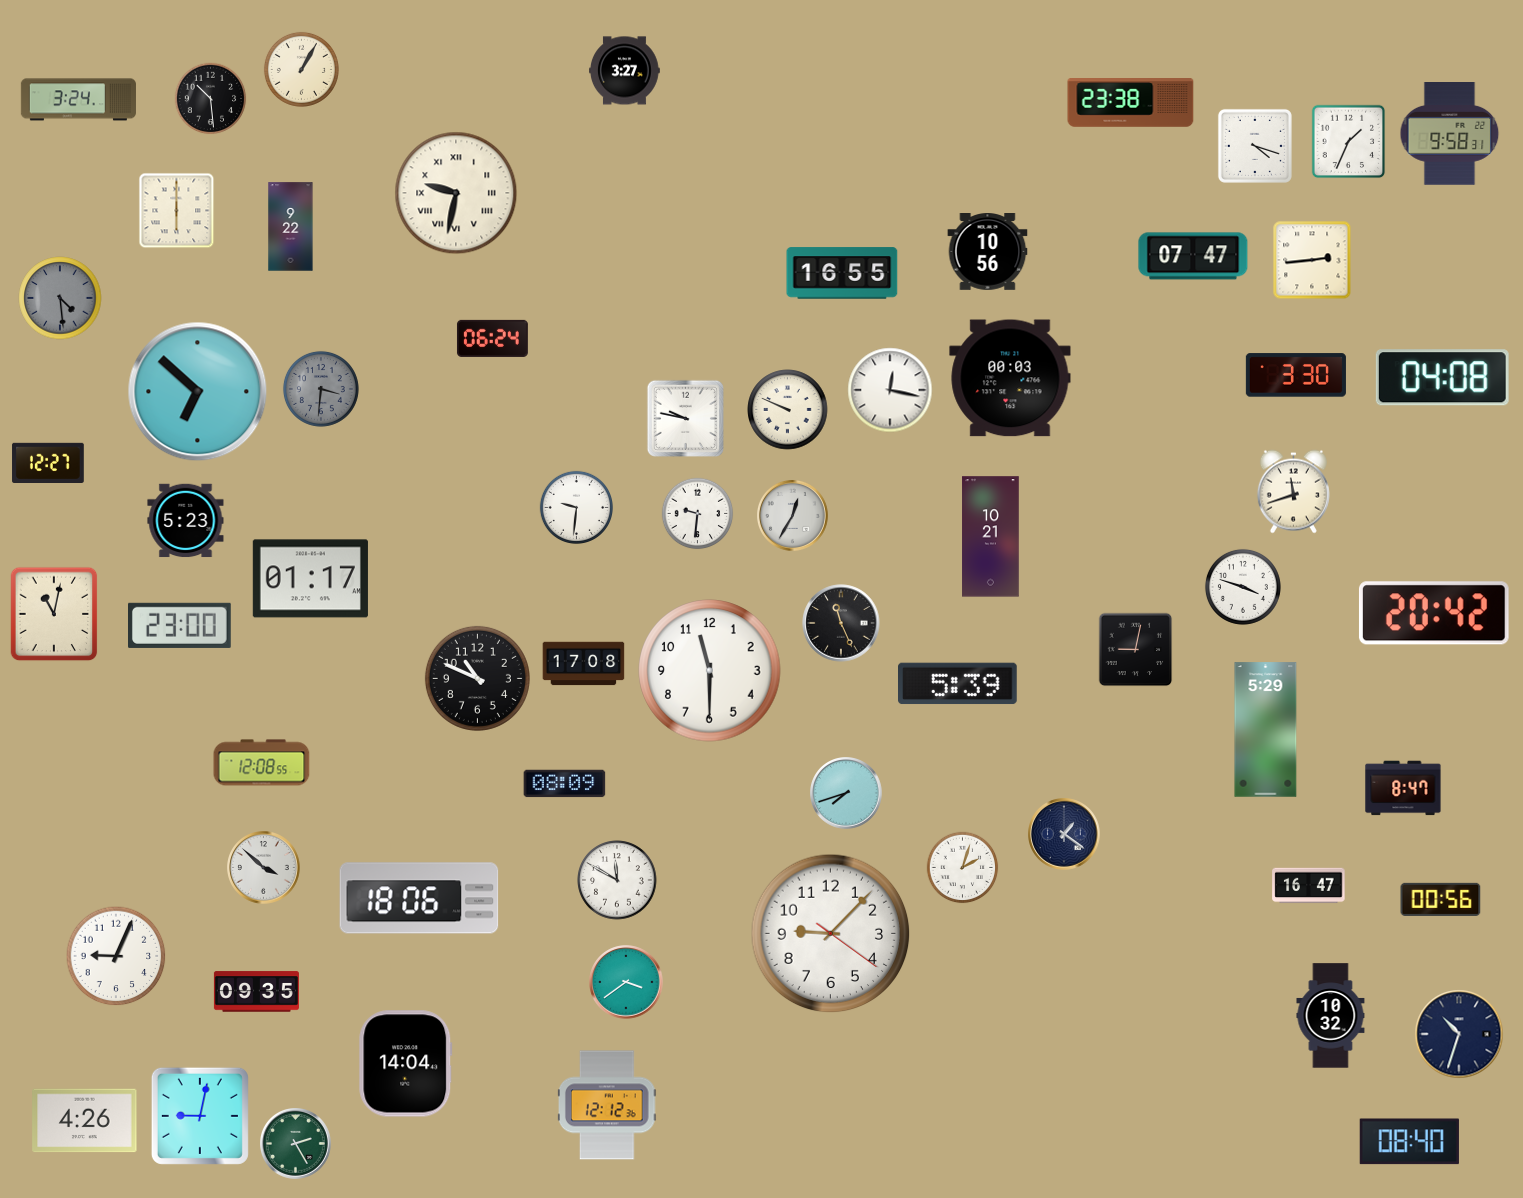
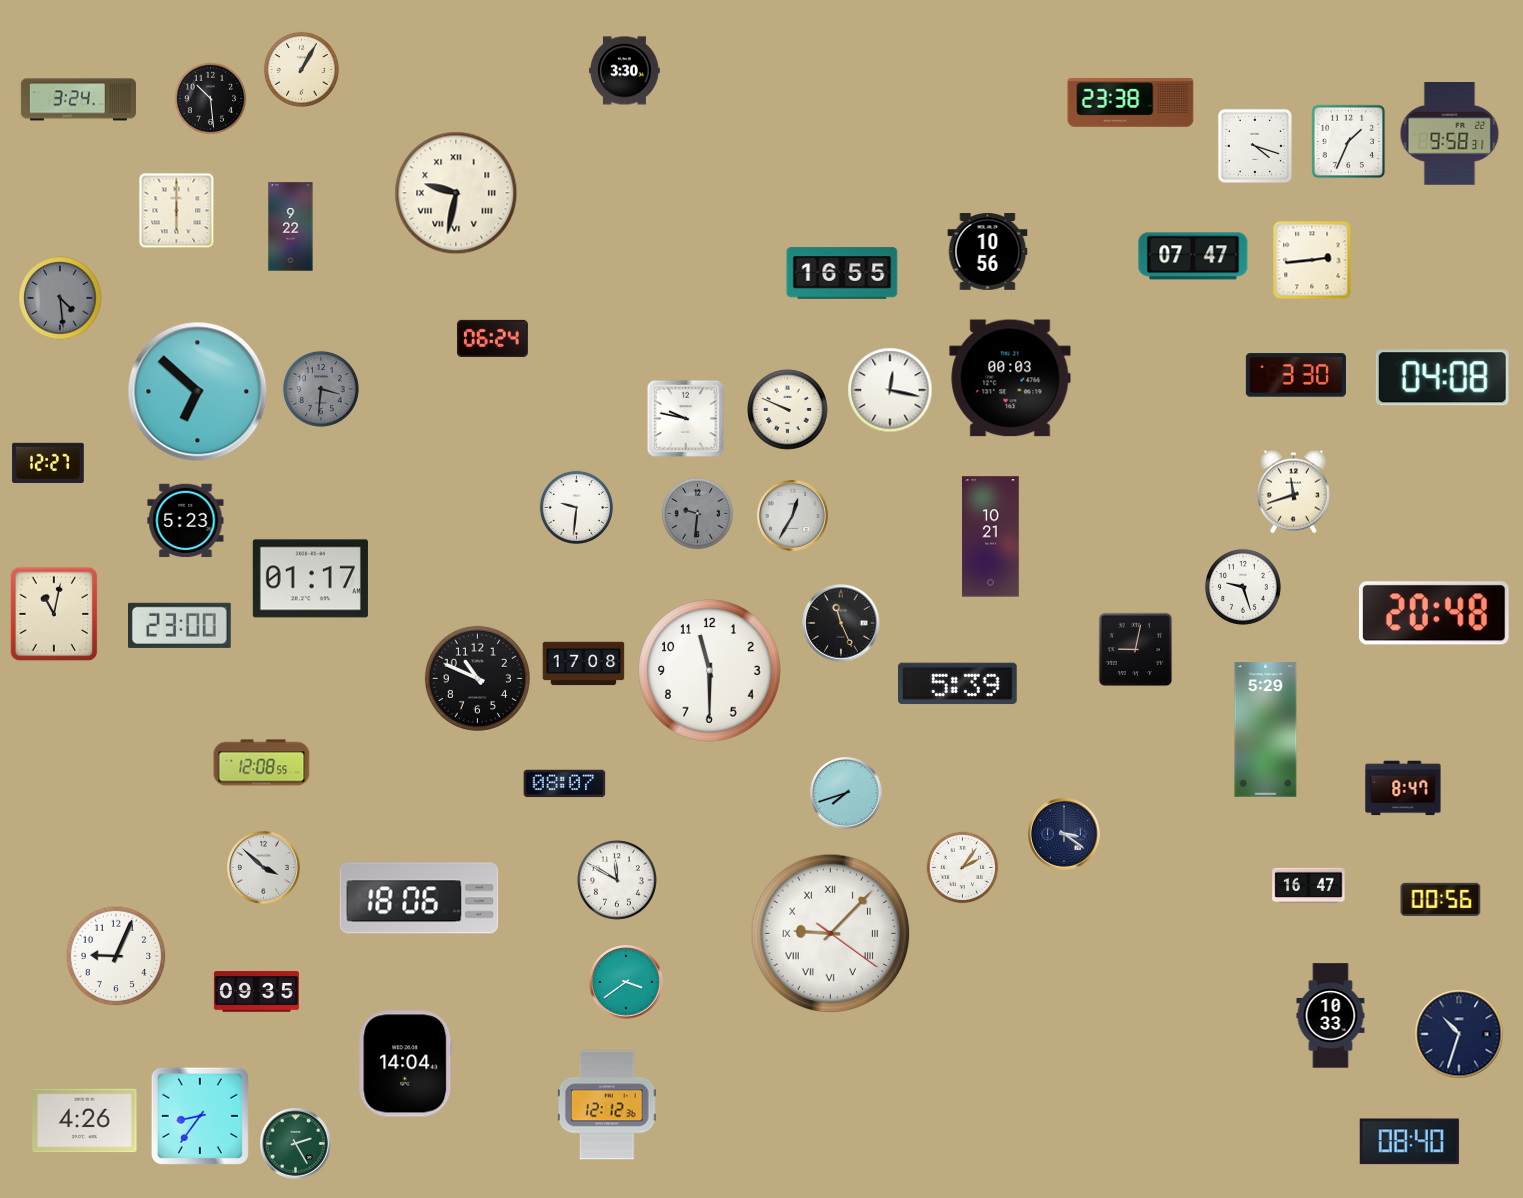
clock at (625, 71): 3:27 -> 3:30
clock at (698, 514) dial: white -> grey
clock at (1243, 587): 3:48 -> 9:27
clock at (1434, 613): 20:42 -> 20:48
clock at (565, 784): 08:09 -> 08:07
clock at (1065, 835): 1:21 -> 3:21
clock at (963, 868): 2:03 -> 2:06
clock at (831, 934) numerals: Arabic -> Roman
clock at (1331, 1016): 10:32 -> 10:33
clock at (200, 1116): 9:02 -> 8:36
